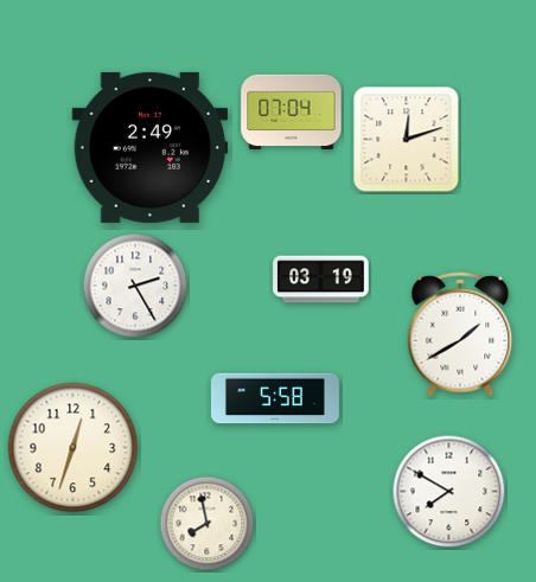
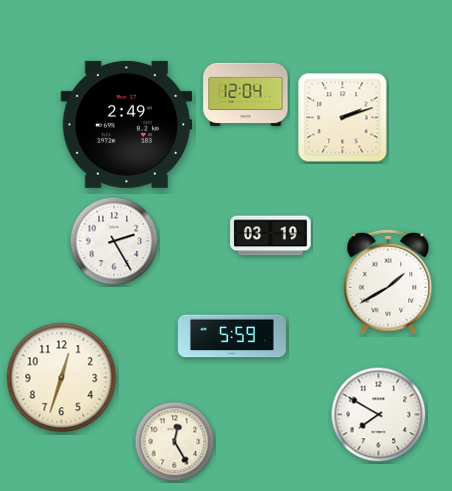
clock at (292, 111): 07:04 -> 12:04
clock at (407, 140): 12:12 -> 2:12
clock at (275, 398): 5:58 -> 5:59
clock at (208, 524): 7:58 -> 12:25
